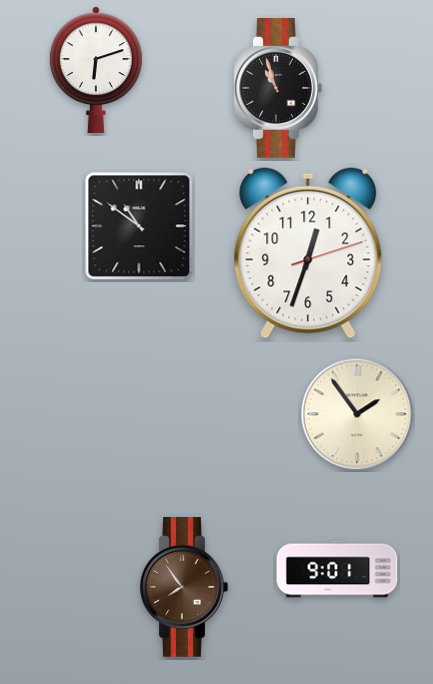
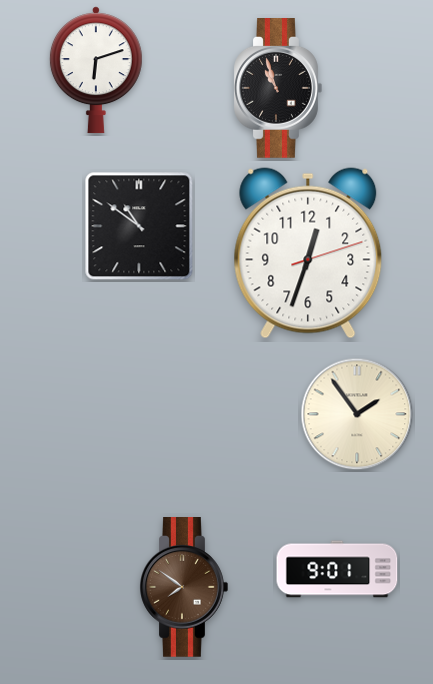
clock at (184, 588): 7:54 -> 7:51
